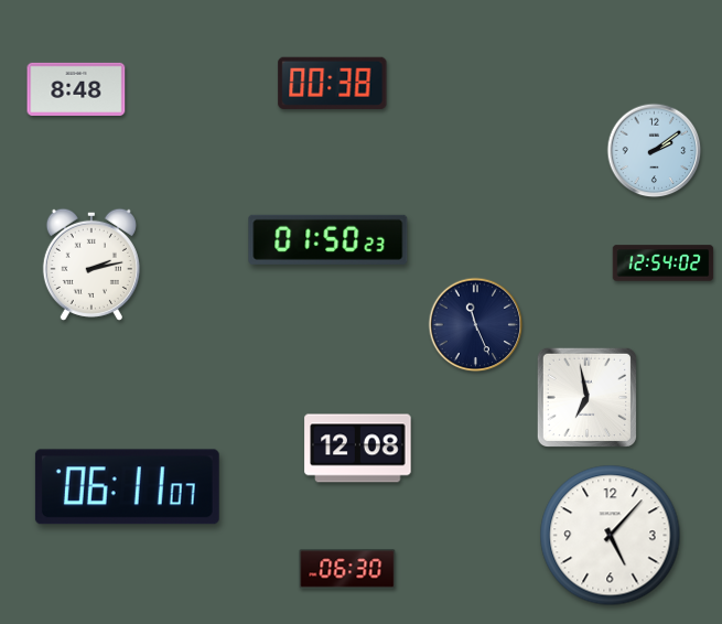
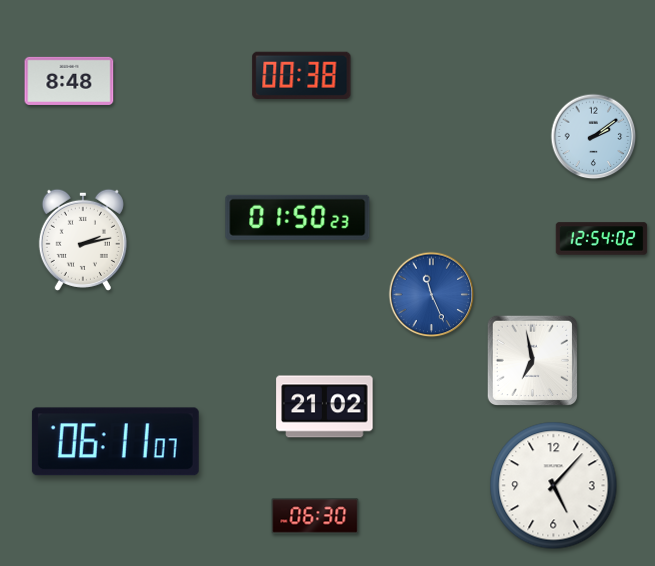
clock at (476, 325) dial: navy -> blue
clock at (358, 449): 12:08 -> 21:02
